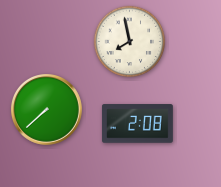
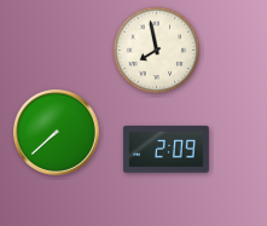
clock at (137, 124): 2:08 -> 2:09
